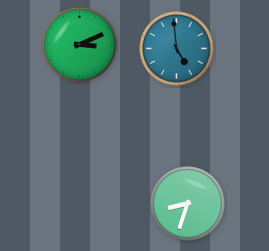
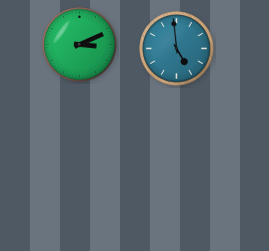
clock at (188, 204): 8:33 -> none
